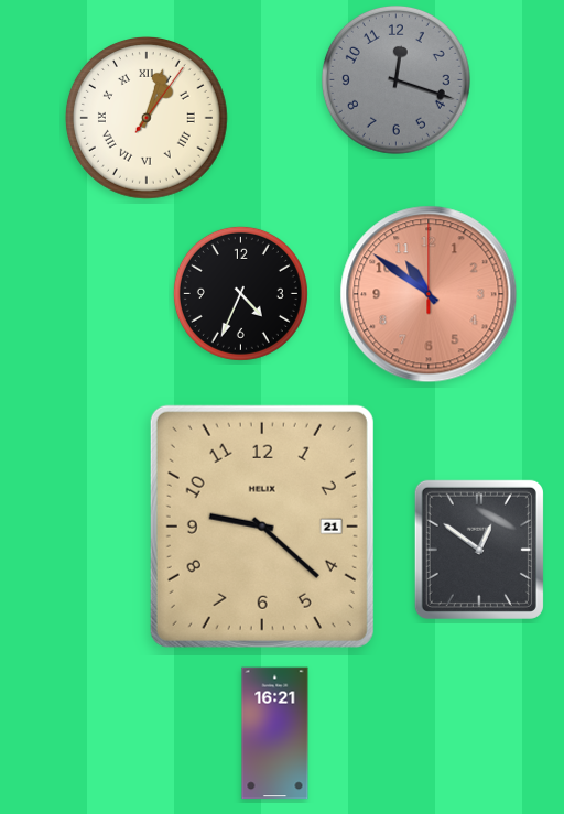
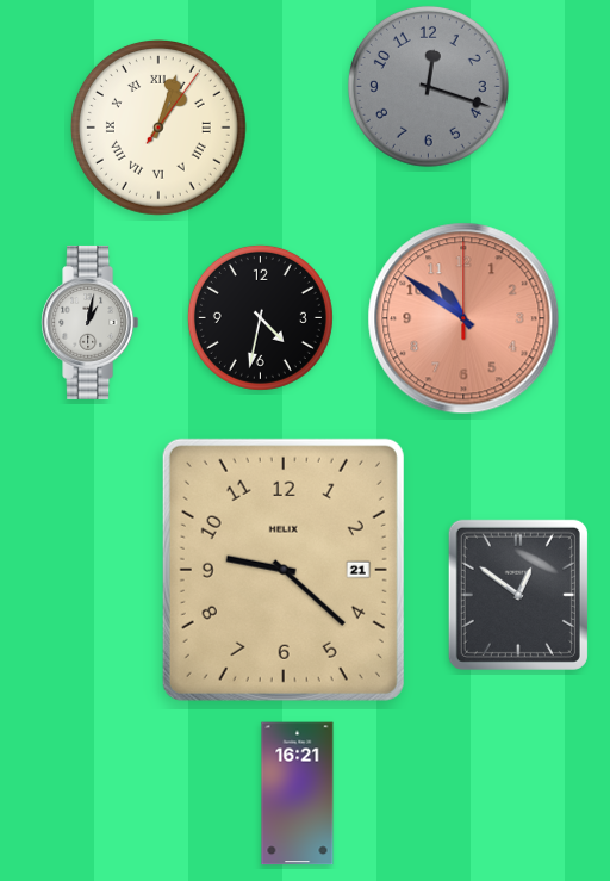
clock at (240, 293): 4:34 -> 4:32
clock at (91, 322): none -> 1:02
